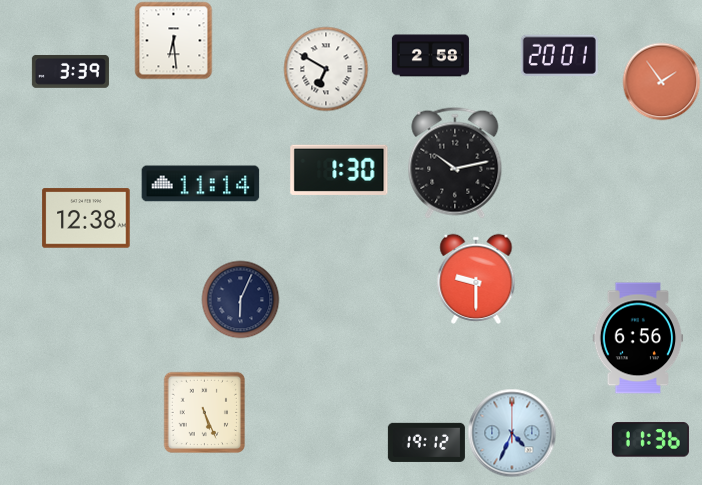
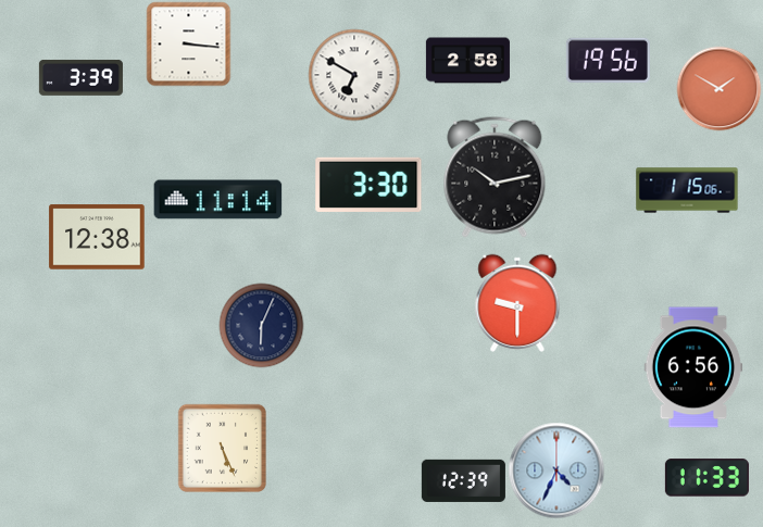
clock at (173, 40): 6:29 -> 3:16
clock at (559, 55): 20:01 -> 19:56
clock at (70, 71) position: (70, 71) -> (80, 77)
clock at (661, 81): 1:54 -> 1:50
clock at (339, 170): 1:30 -> 3:30
clock at (687, 190): none -> 1:15
clock at (86, 218) position: (86, 218) -> (97, 237)
clock at (650, 440): 11:36 -> 11:33
clock at (426, 442): 19:12 -> 12:39
